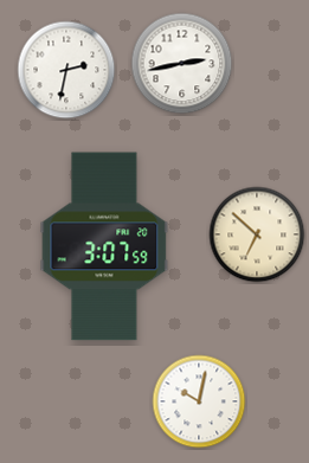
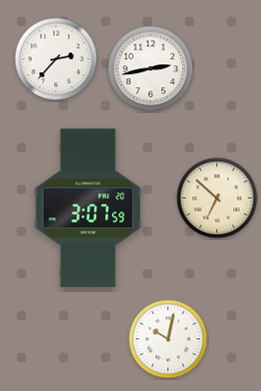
clock at (182, 64) position: (182, 64) -> (151, 69)
clock at (66, 70): 2:32 -> 2:37
